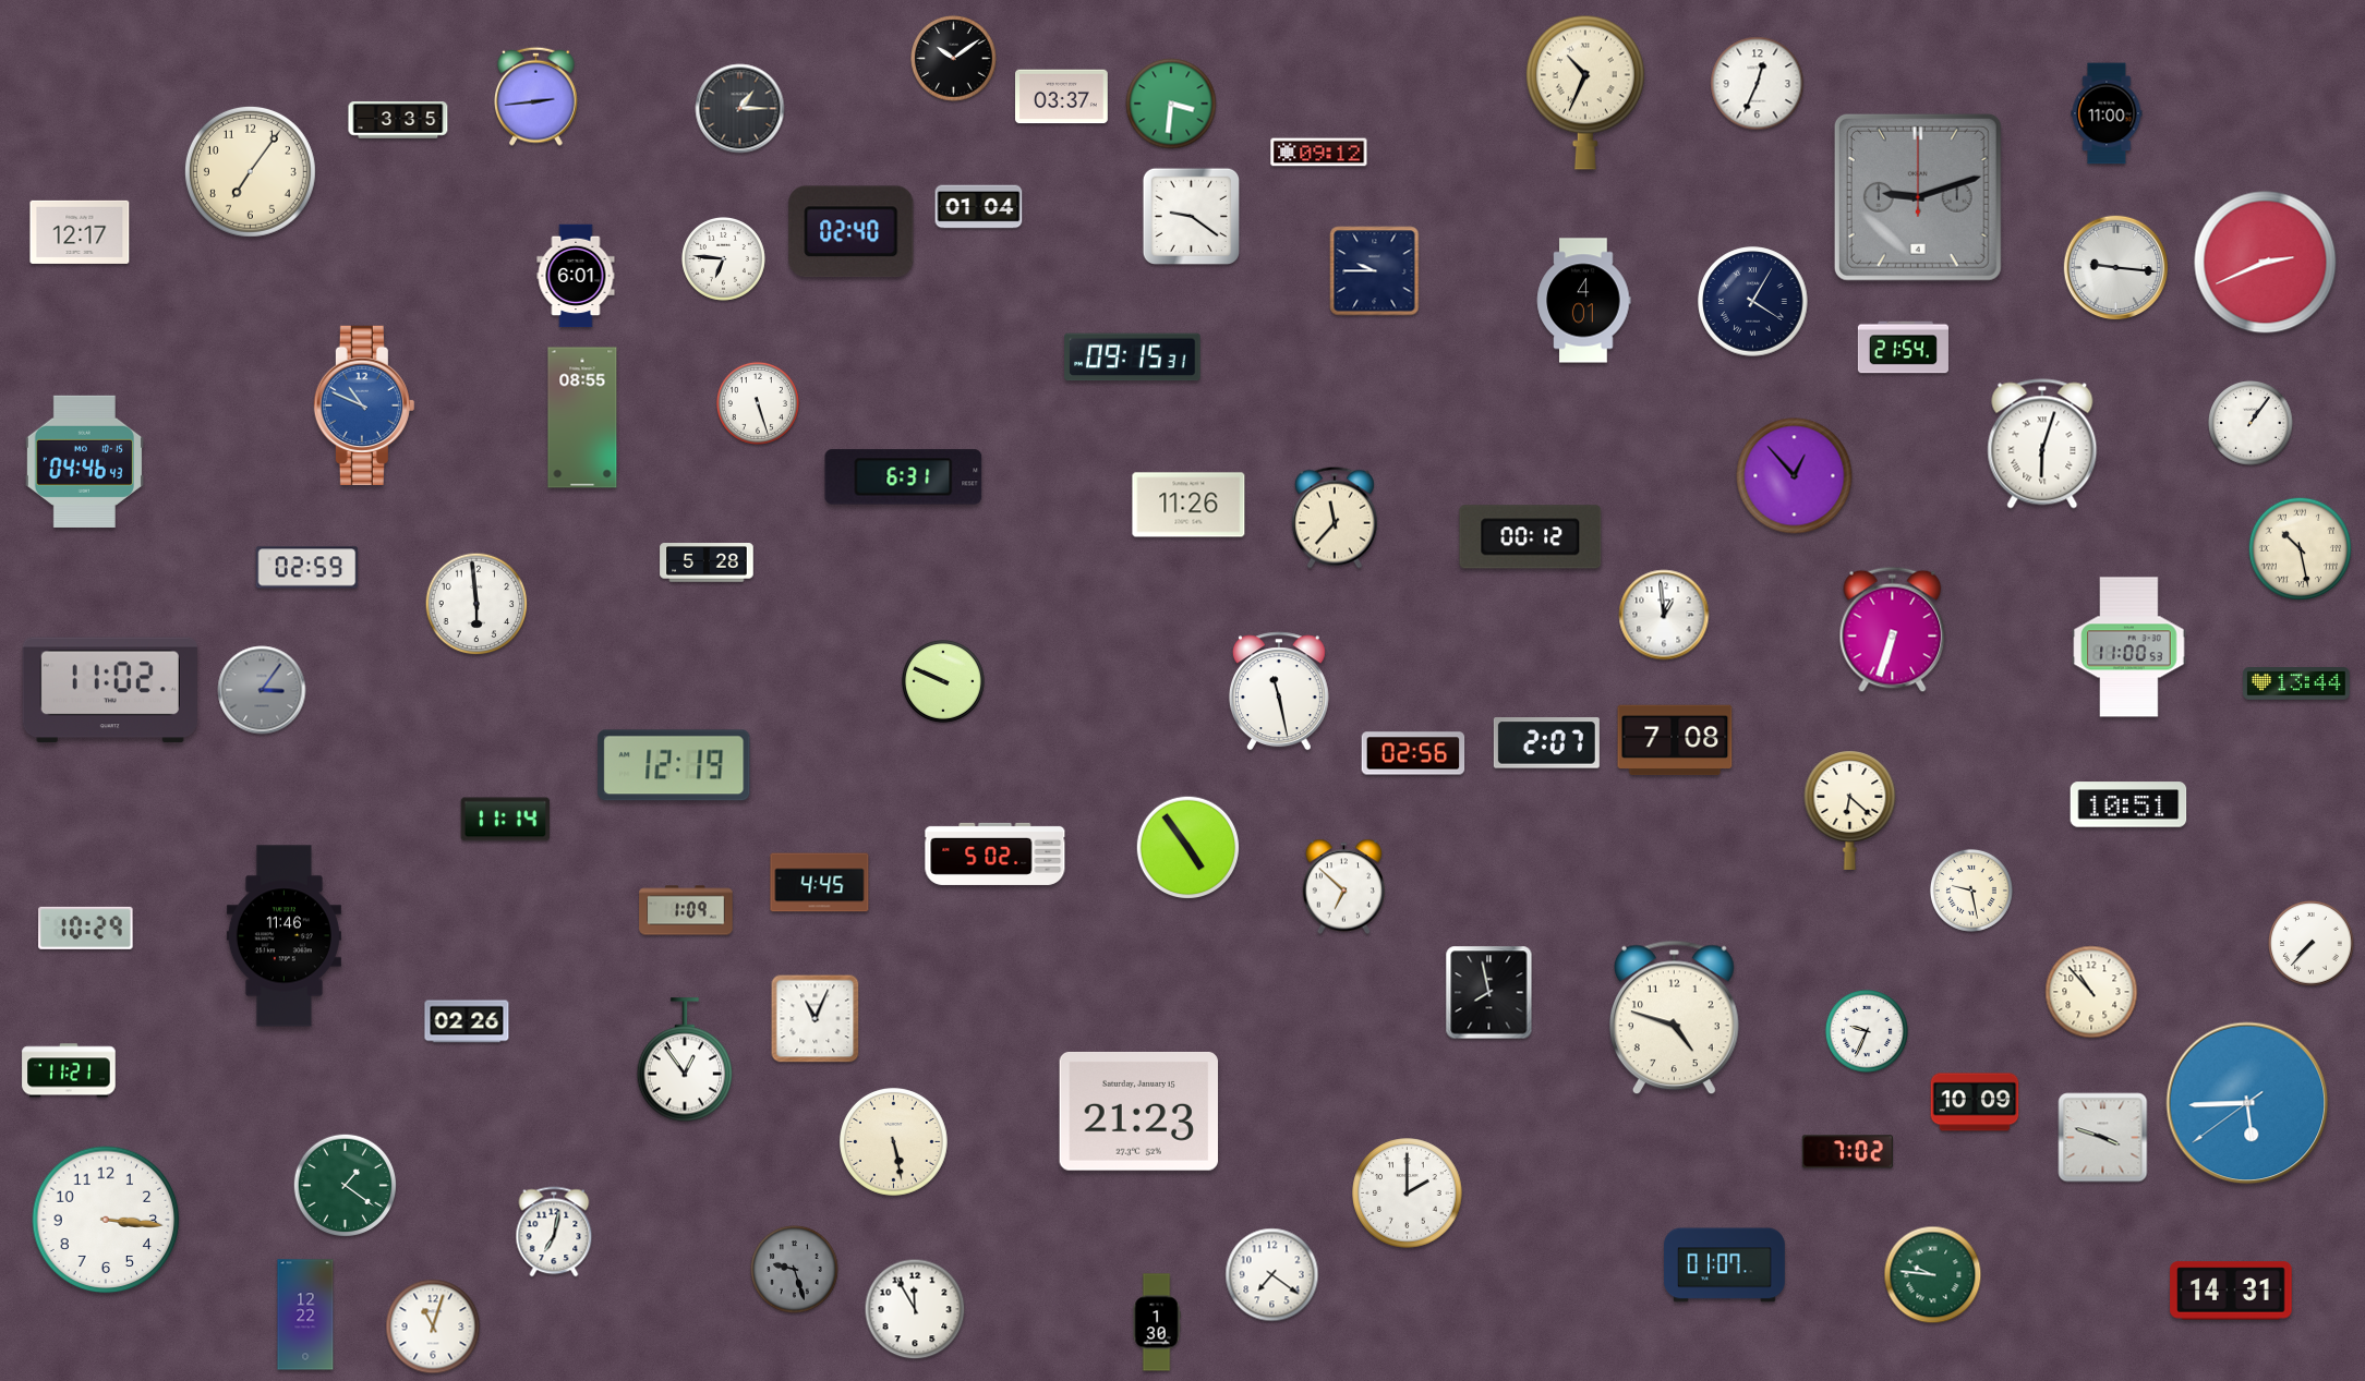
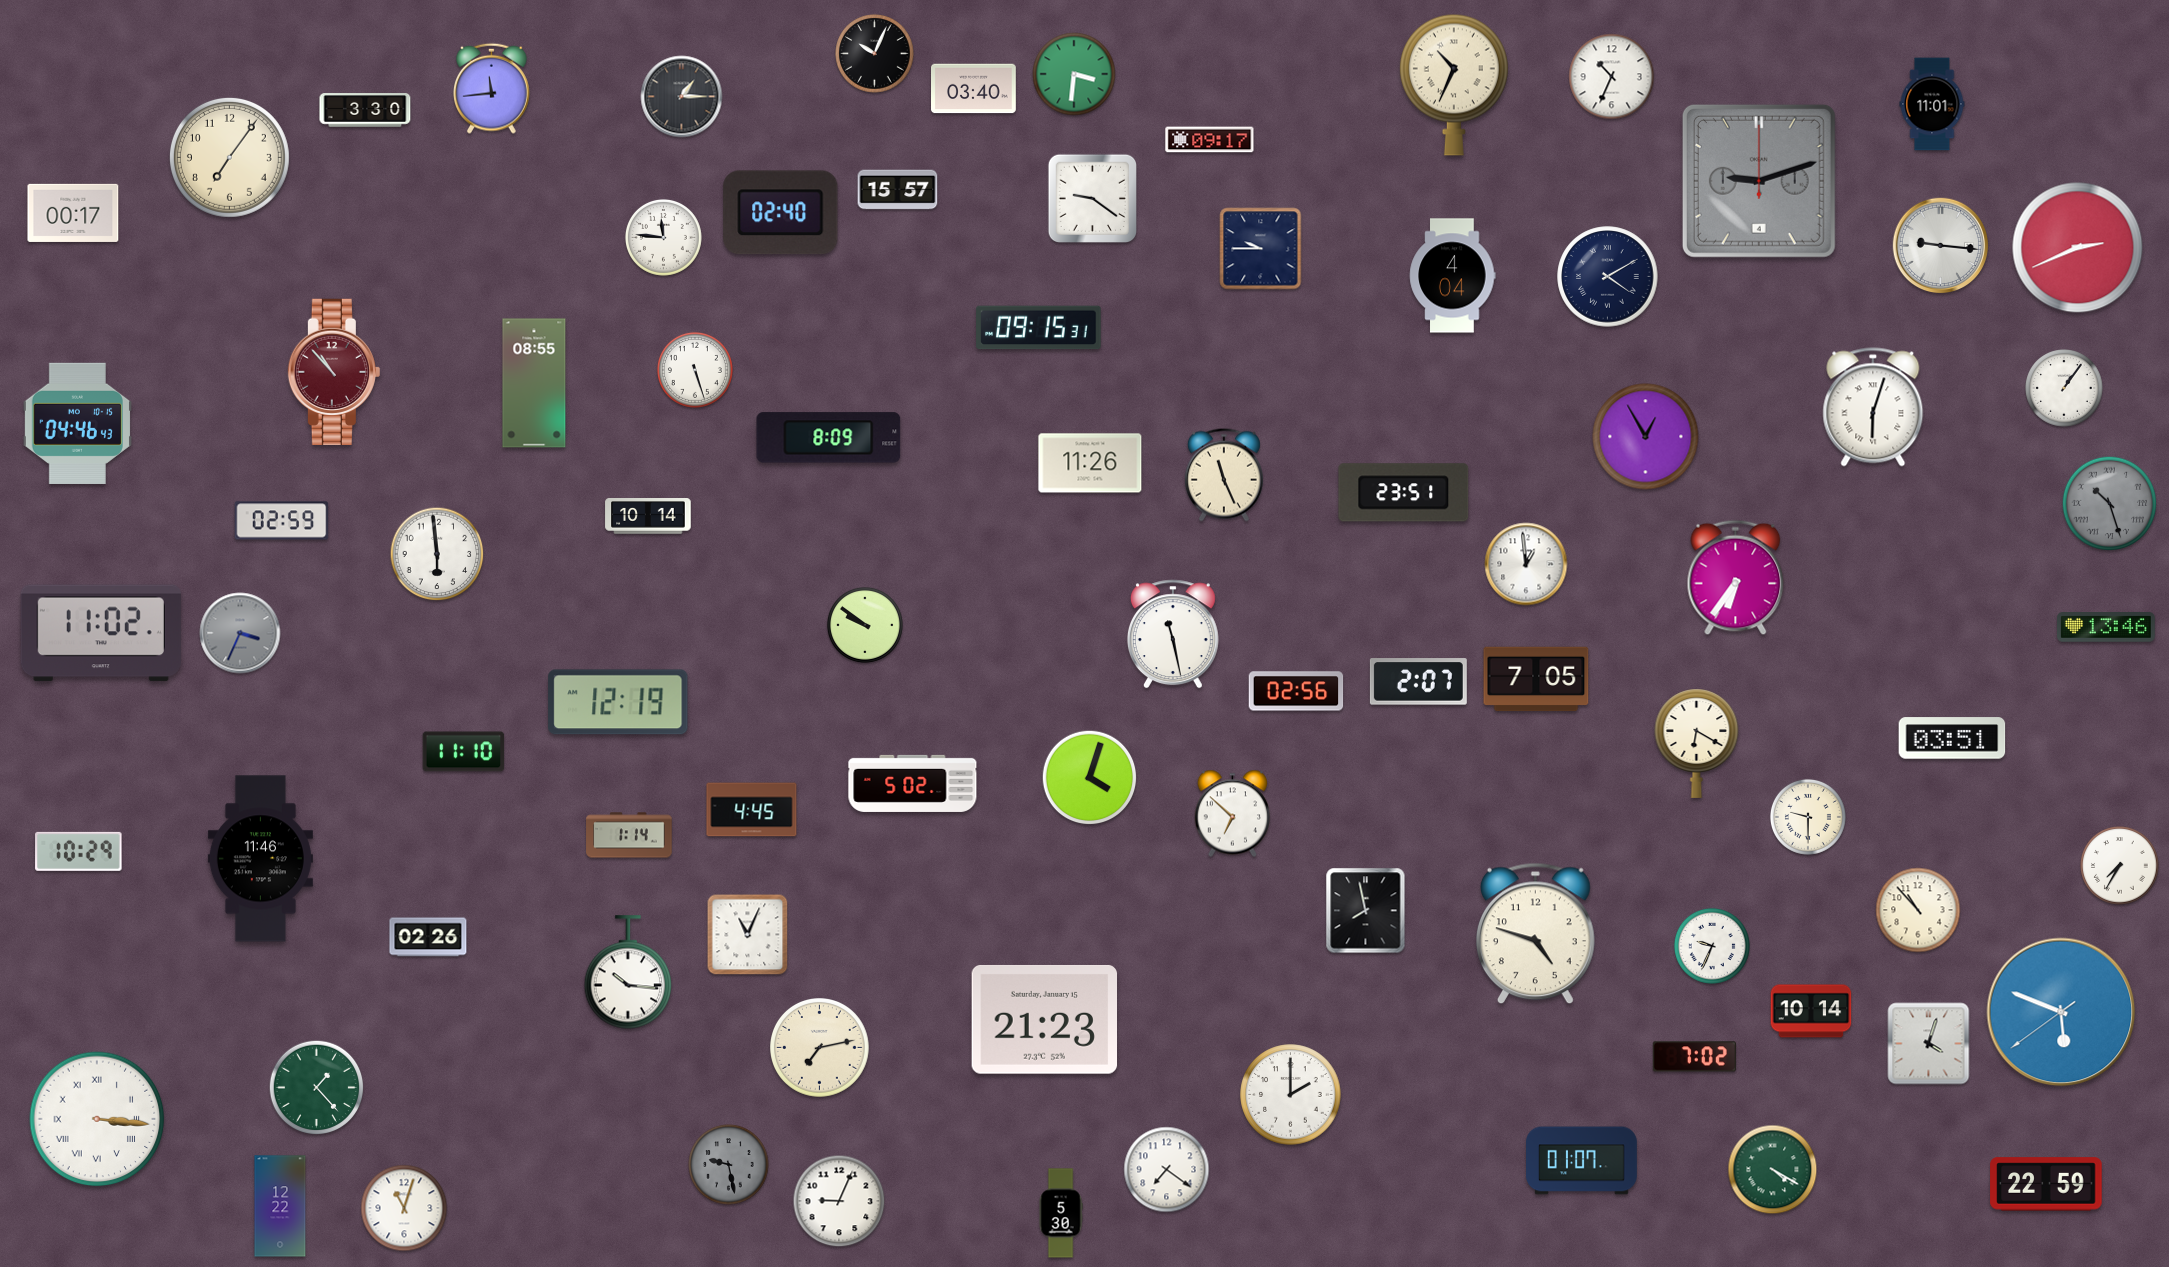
clock at (954, 59): 10:09 -> 10:04
clock at (1758, 84): 12:34 -> 10:34
clock at (536, 96): 2:44 -> 11:44
clock at (1062, 97): 03:37 -> 03:40
clock at (1171, 104) position: (1171, 104) -> (1074, 74)
clock at (740, 109) position: (740, 109) -> (682, 97)
clock at (2107, 113): 11:00 -> 11:01
clock at (398, 120): 3:35 -> 3:30
clock at (1319, 153): 09:12 -> 09:17
clock at (979, 207): 01:04 -> 15:57
clock at (80, 232): 12:17 -> 00:17
clock at (723, 258): 6:46 -> 11:46
clock at (2266, 263) position: (2266, 263) -> (2078, 248)
clock at (576, 276): 6:01 -> none
clock at (1584, 301): 4:01 -> 4:04
clock at (1753, 302): 4:05 -> 4:10
clock at (1903, 348): 21:54 -> none
clock at (364, 404): 10:49 -> 10:53
clock at (364, 404) dial: blue -> burgundy
clock at (1795, 476): 12:53 -> 12:55
clock at (904, 477): 6:31 -> 8:09
clock at (1335, 518): 11:37 -> 11:26
clock at (1531, 537): 00:12 -> 23:51
clock at (2301, 549): 10:28 -> 10:27
clock at (2301, 549) dial: cream -> grey
clock at (707, 564): 5:28 -> 10:14
clock at (1893, 630): 6:33 -> 6:36
clock at (2129, 647): 11:00 -> none
clock at (943, 681): 9:49 -> 9:51
clock at (2297, 685): 13:44 -> 13:46
clock at (262, 690): 3:06 -> 3:34
clock at (1675, 740): 7:08 -> 7:05
clock at (2128, 804): 10:51 -> 03:51
clock at (1850, 810): 6:22 -> 6:20
clock at (506, 820): 11:14 -> 11:10
clock at (1188, 848): 4:54 -> 4:03
clock at (1971, 891): 9:28 -> 9:30
clock at (686, 910): 1:09 -> 1:14
clock at (2312, 944): 7:37 -> 7:35
clock at (685, 1059): 12:54 -> 10:16
clock at (69, 1070): 11:21 -> none
clock at (1975, 1102): 10:09 -> 10:14
clock at (2247, 1103): 5:44 -> 5:48
clock at (2103, 1138): 3:48 -> 4:03
clock at (894, 1142): 5:28 -> 7:13
clock at (346, 1186): 1:21 -> 1:23
clock at (106, 1220) numerals: Arabic -> Roman
clock at (554, 1232): 7:02 -> none
clock at (795, 1270): 9:27 -> 9:28
clock at (1933, 1275): 9:46 -> 4:20
clock at (2231, 1291): 14:31 -> 22:59
clock at (915, 1309): 11:55 -> 9:04
clock at (1157, 1322): 1:30 -> 5:30
clock at (433, 1327) position: (433, 1327) -> (404, 1208)
